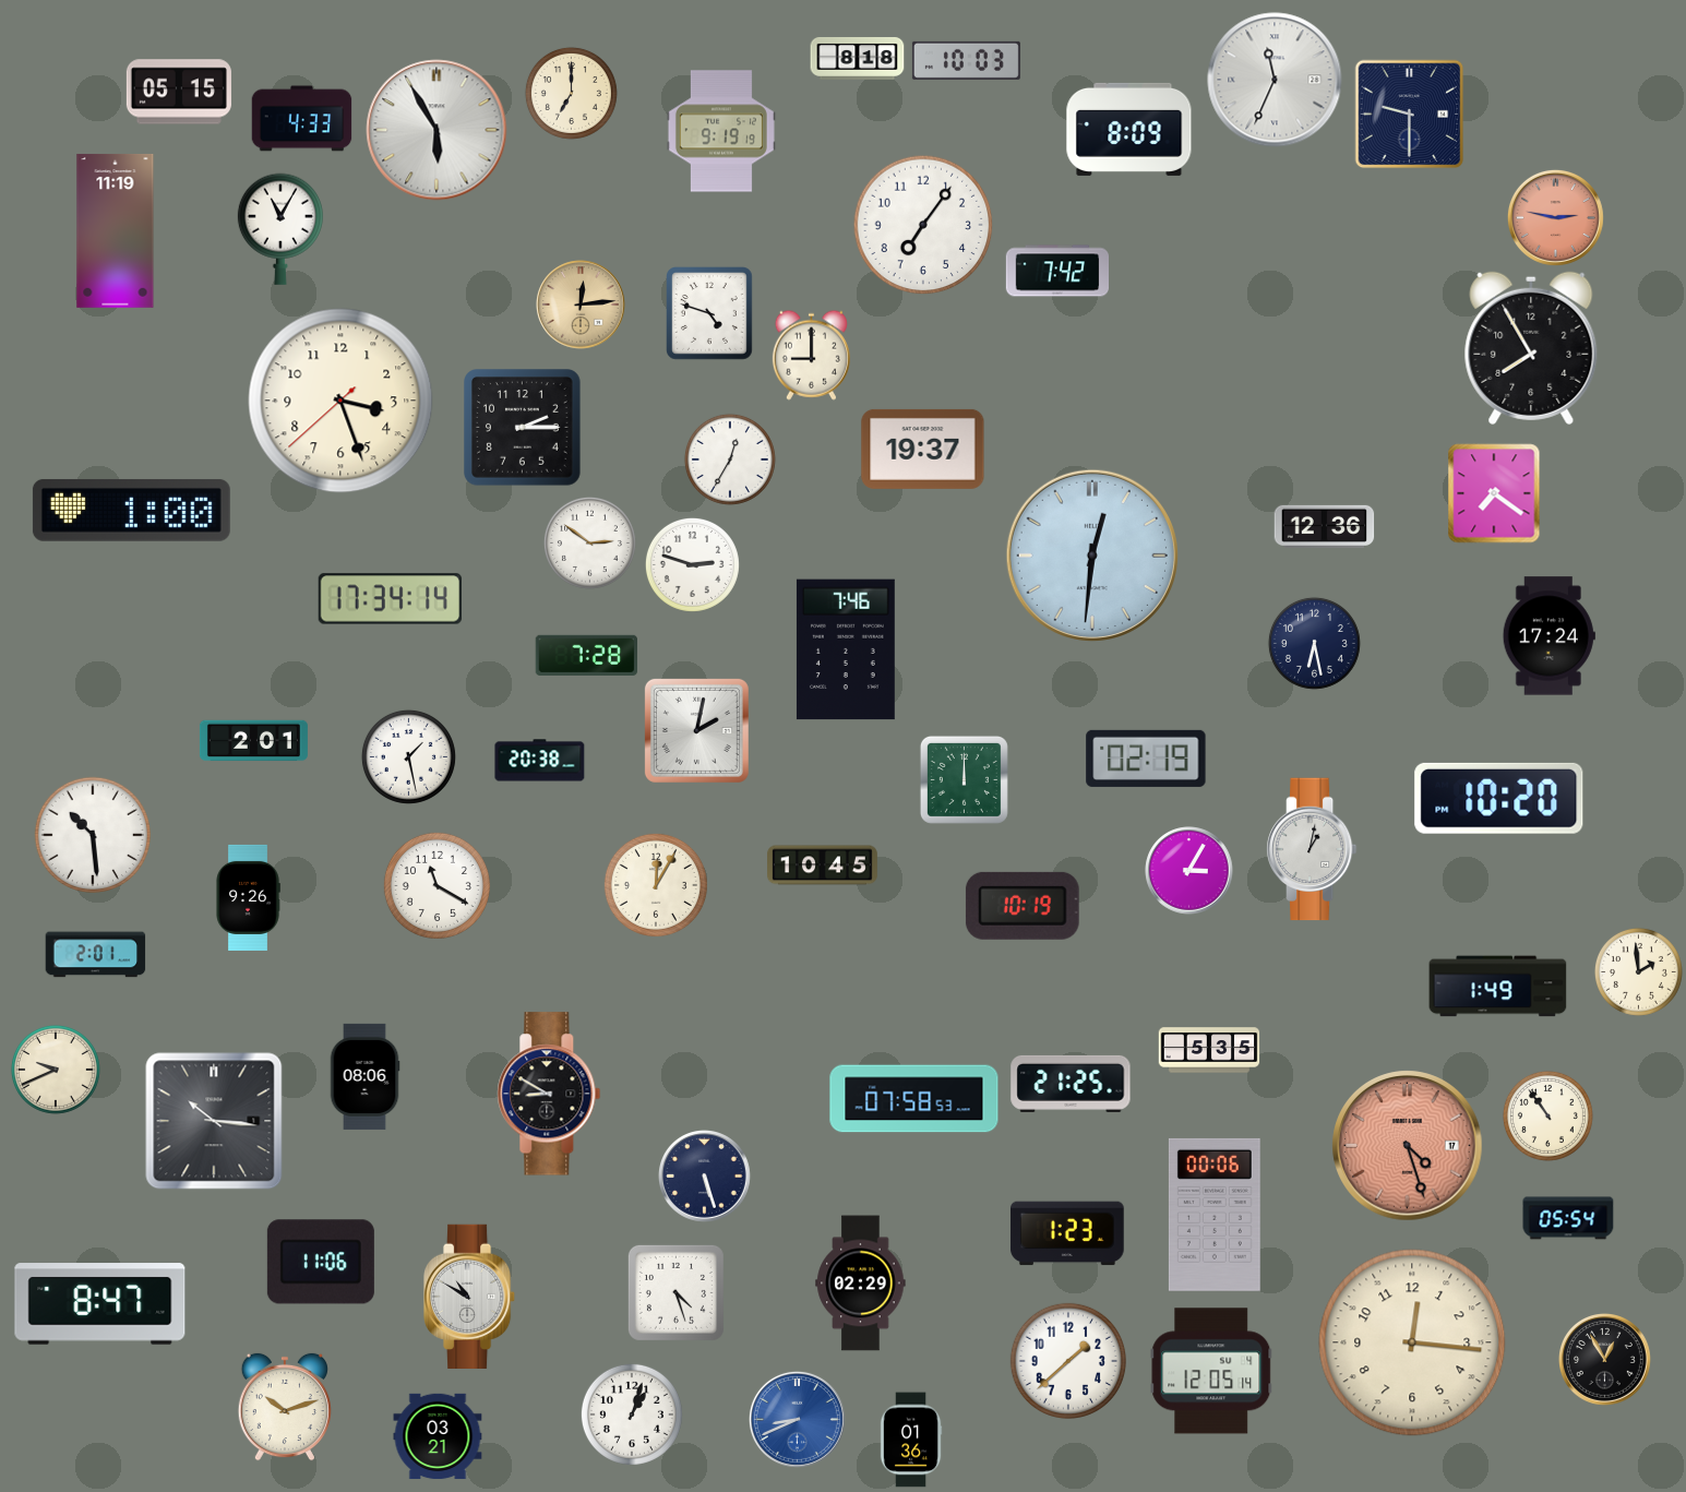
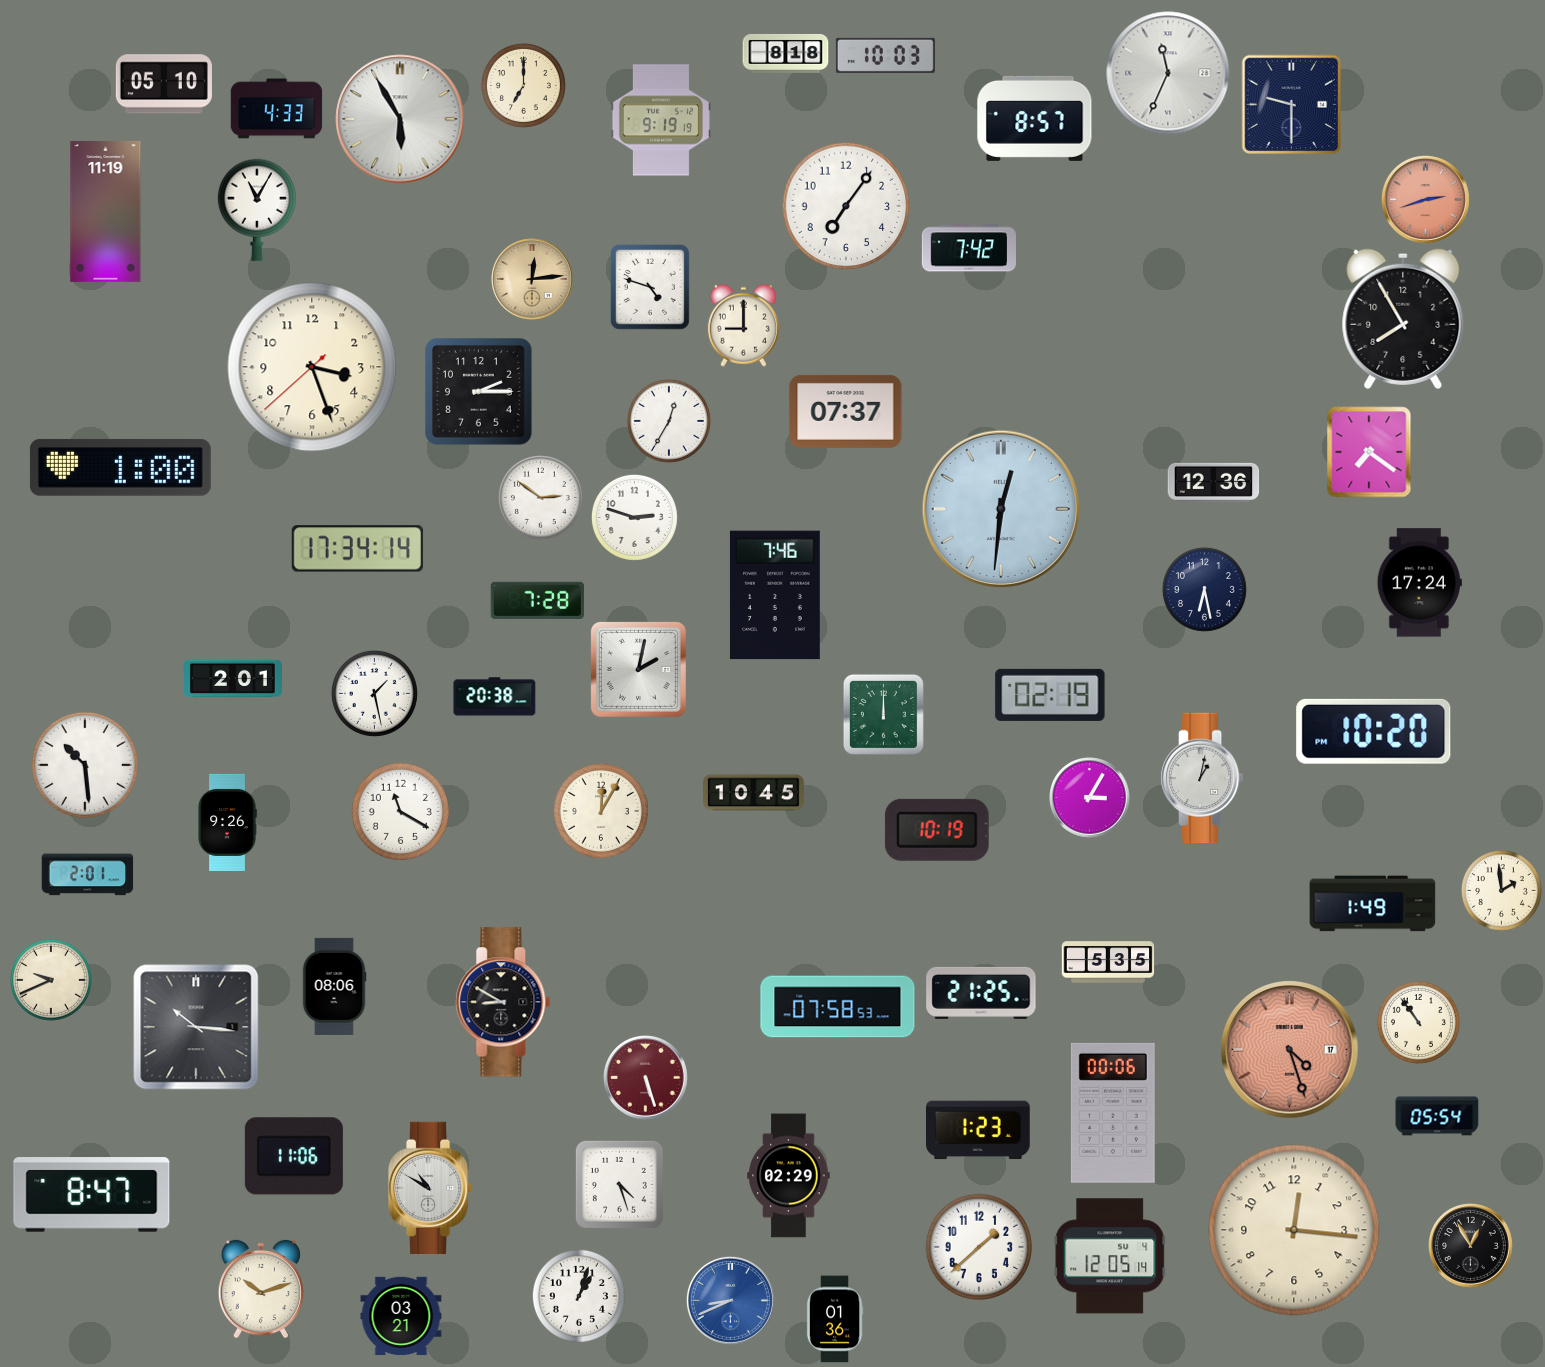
clock at (179, 92): 05:15 -> 05:10
clock at (1129, 129): 8:09 -> 8:57
clock at (1555, 217): 2:47 -> 2:42
clock at (923, 449): 19:37 -> 07:37
clock at (705, 1177) dial: navy -> burgundy
